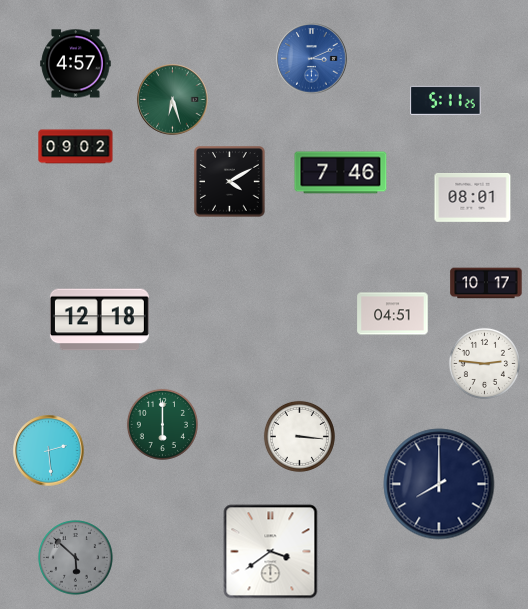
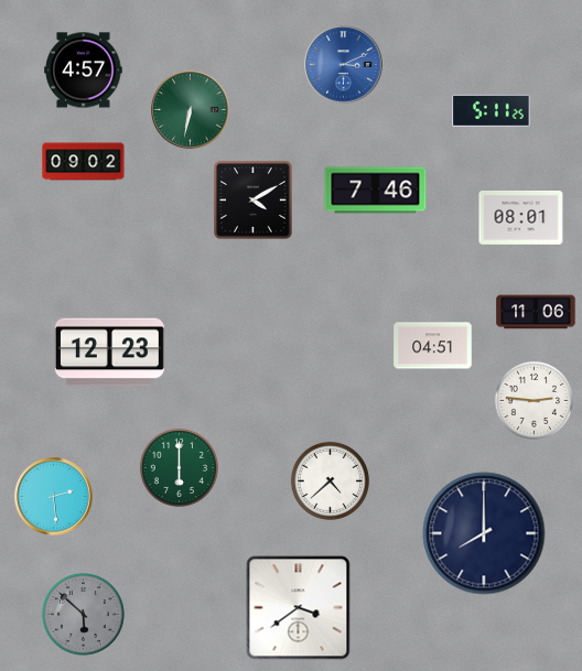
clock at (173, 100): 6:27 -> 6:32
clock at (486, 283): 10:17 -> 11:06
clock at (99, 320): 12:18 -> 12:23
clock at (299, 436): 3:16 -> 4:38
